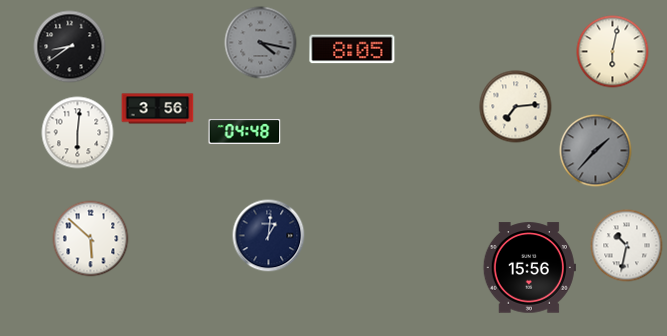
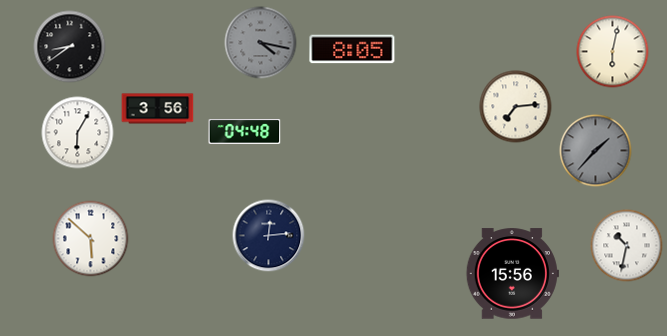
clock at (78, 133): 6:01 -> 6:05
clock at (269, 236): 1:01 -> 12:14
clock at (529, 268) position: (529, 268) -> (512, 274)
